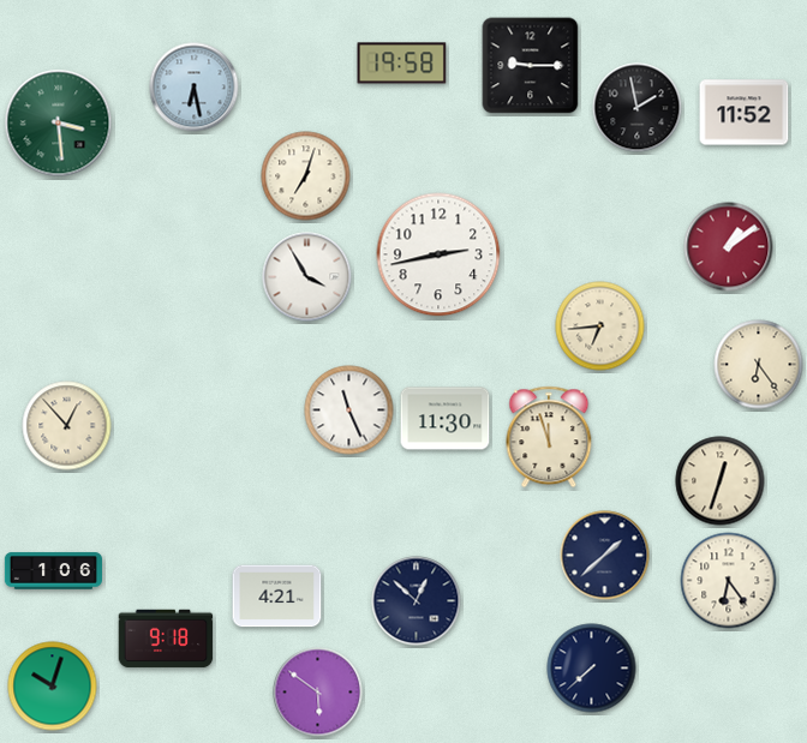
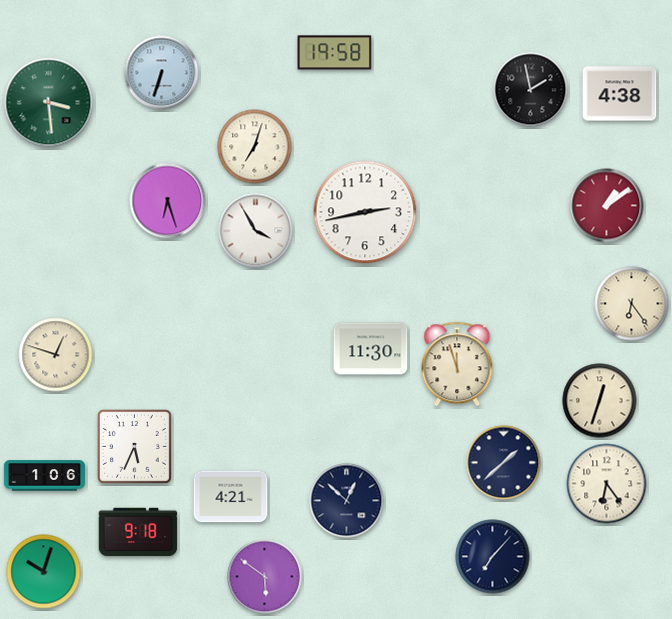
clock at (531, 66): 9:15 -> none
clock at (195, 88): 6:28 -> 6:33
clock at (745, 113): 11:52 -> 4:38
clock at (168, 201): none -> 6:27
clock at (600, 326): 6:44 -> none
clock at (349, 411): 11:26 -> none
clock at (67, 426): 12:53 -> 12:48
clock at (134, 446): none -> 5:34
clock at (592, 669): 7:38 -> 7:07
